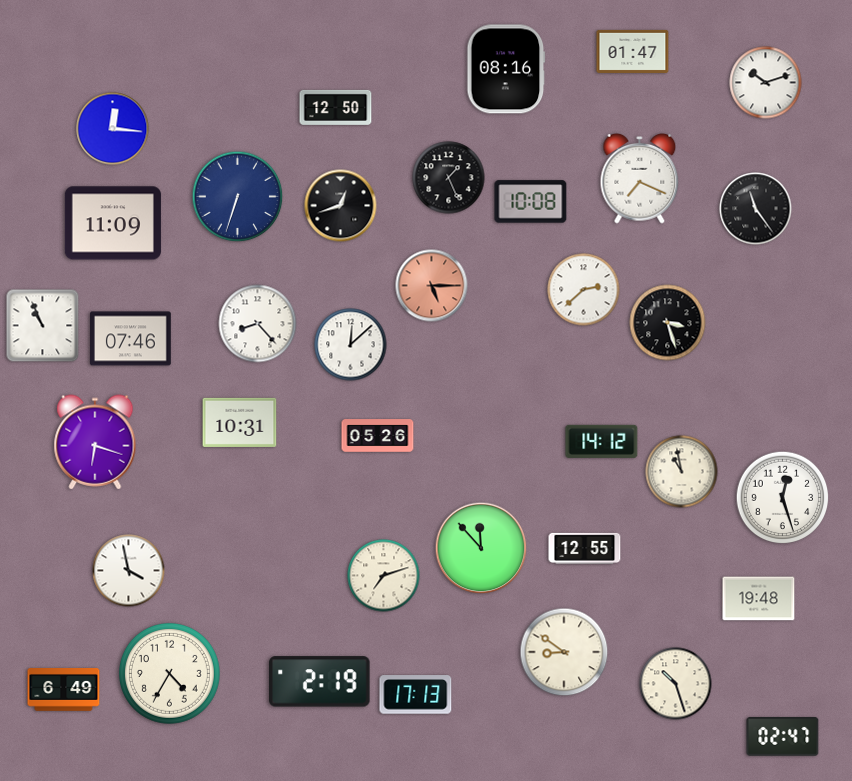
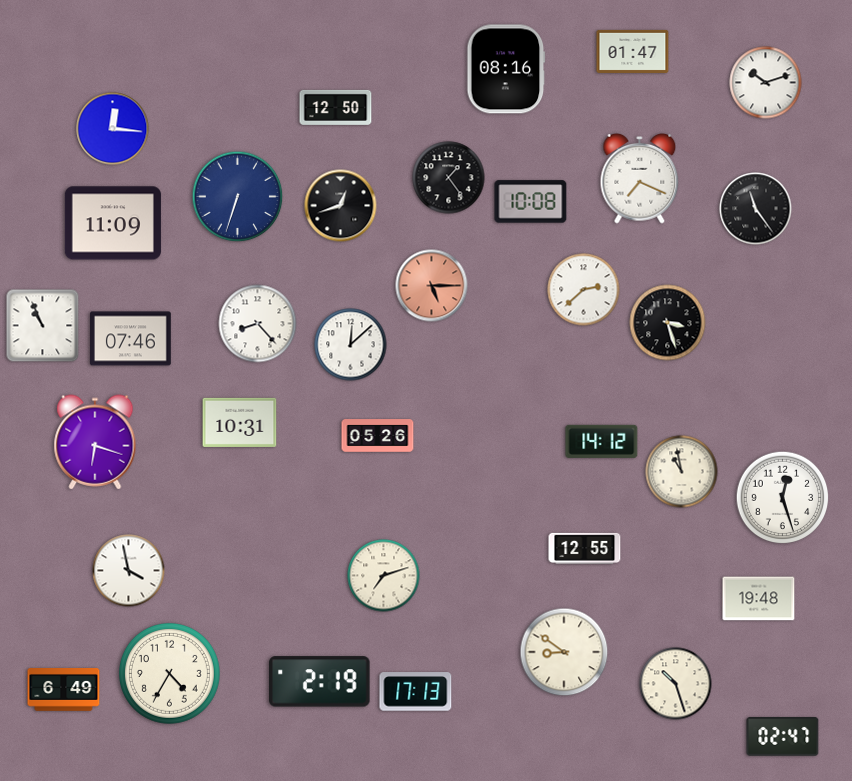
clock at (449, 178): 1:26 -> 1:24
clock at (481, 548): 11:53 -> none
clock at (416, 695) position: (416, 695) -> (416, 692)
